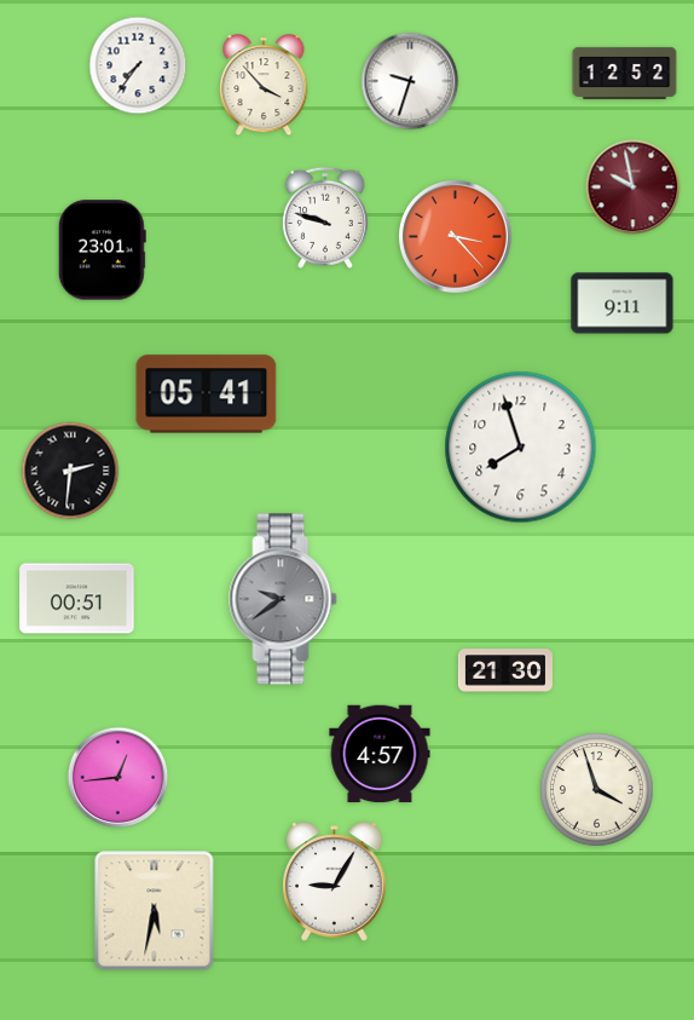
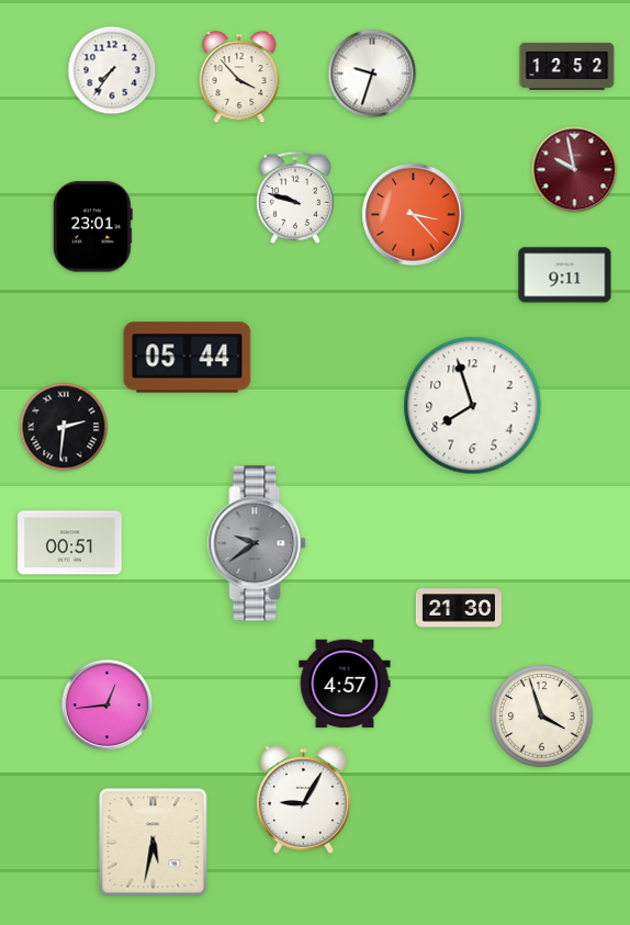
clock at (138, 65) position: (138, 65) -> (112, 70)
clock at (207, 394): 05:41 -> 05:44
clock at (155, 911) position: (155, 911) -> (154, 843)
